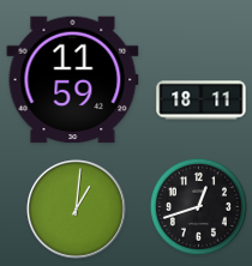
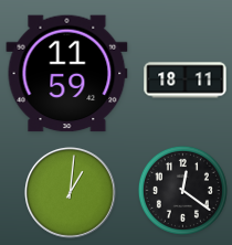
clock at (202, 101) position: (202, 101) -> (186, 81)
clock at (198, 206): 12:42 -> 12:21
